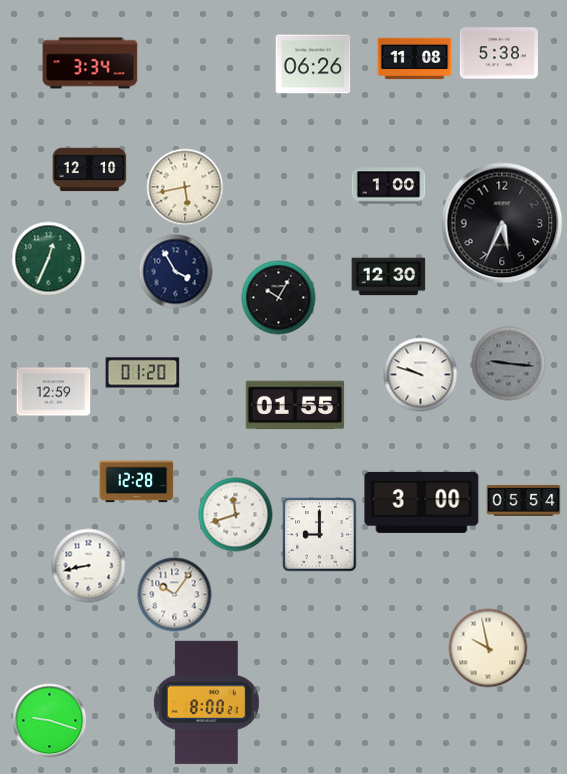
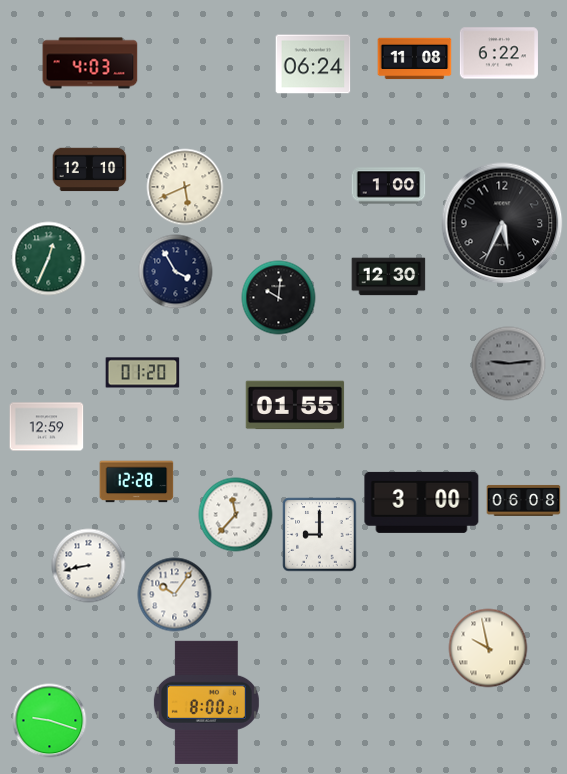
clock at (499, 53): 5:38 -> 6:22
clock at (90, 63): 3:34 -> 4:03
clock at (313, 64): 06:26 -> 06:24
clock at (185, 187): 5:43 -> 5:41
clock at (279, 298): 10:05 -> 10:01
clock at (509, 364): 9:16 -> 9:14
clock at (421, 375): 9:48 -> none
clock at (54, 392) position: (54, 392) -> (47, 427)
clock at (524, 500): 05:54 -> 06:08
clock at (236, 515): 11:42 -> 11:37
